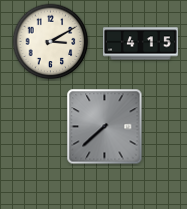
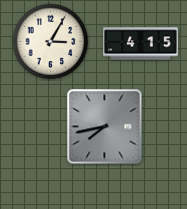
clock at (51, 42): 3:10 -> 3:05
clock at (105, 127): 7:38 -> 7:43
